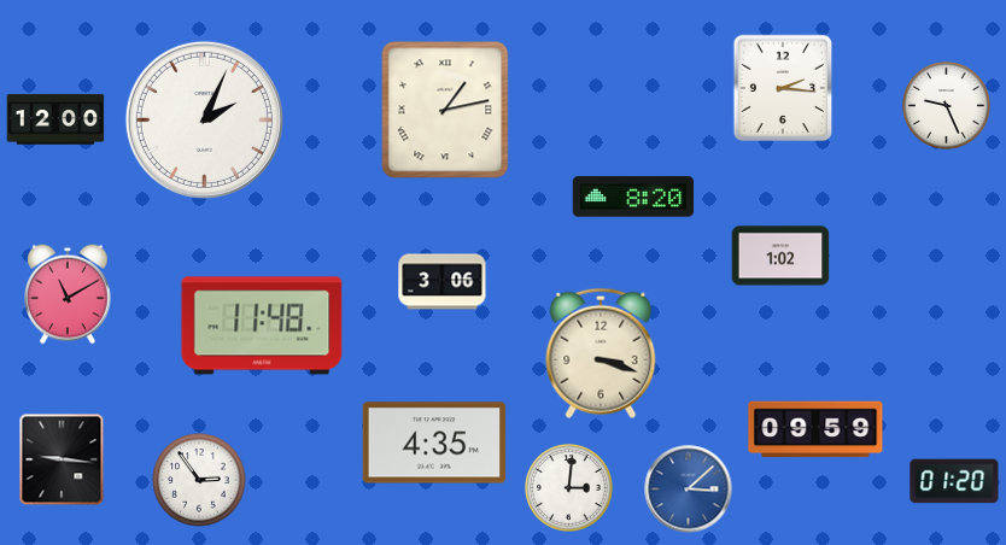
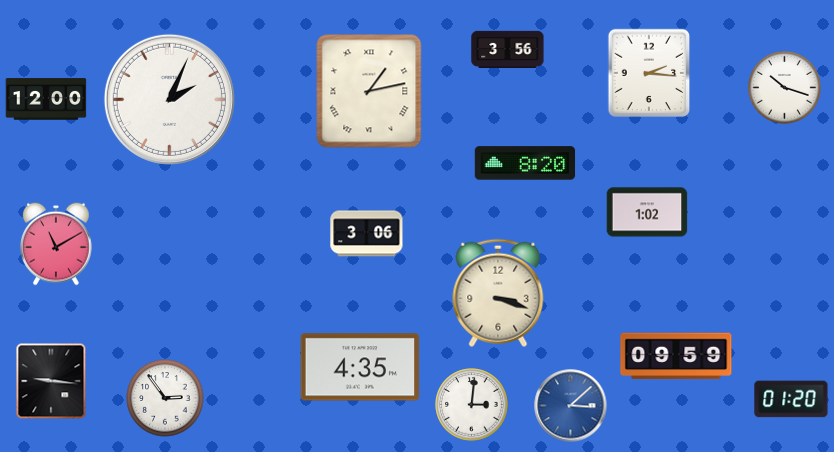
clock at (508, 49): none -> 3:56
clock at (947, 106): 9:26 -> 10:18
clock at (262, 326): 11:48 -> none
